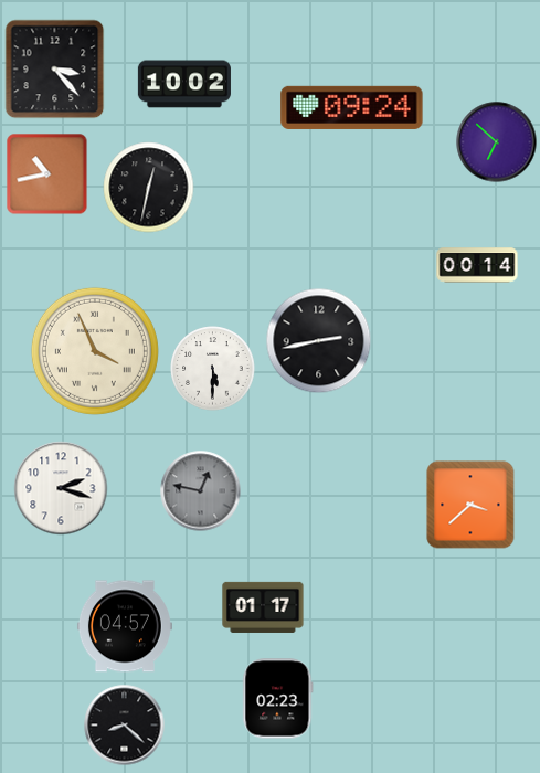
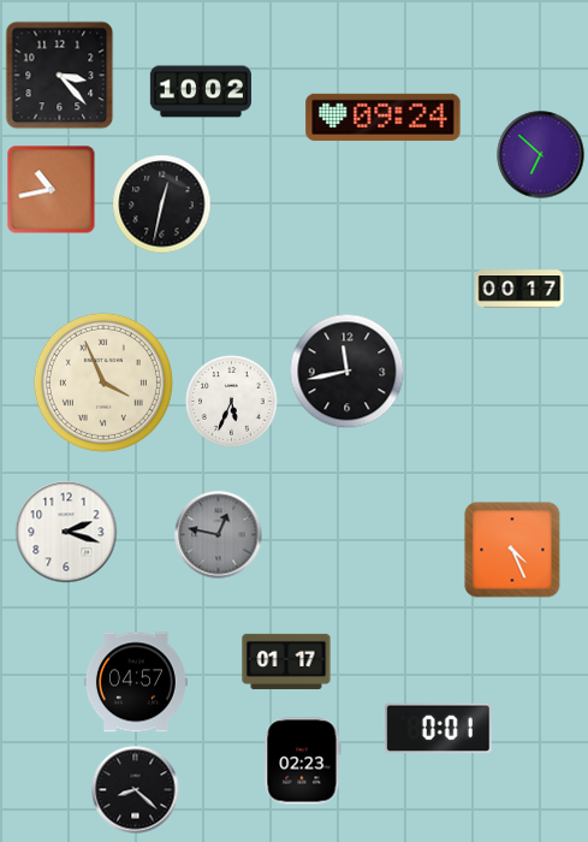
clock at (477, 265): 00:14 -> 00:17
clock at (319, 341): 2:43 -> 11:43
clock at (213, 369): 5:30 -> 5:34
clock at (470, 505): 3:38 -> 4:26
clock at (439, 729): none -> 0:01
